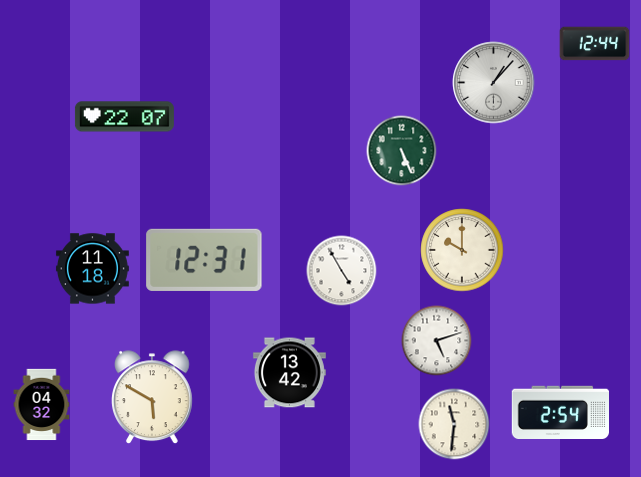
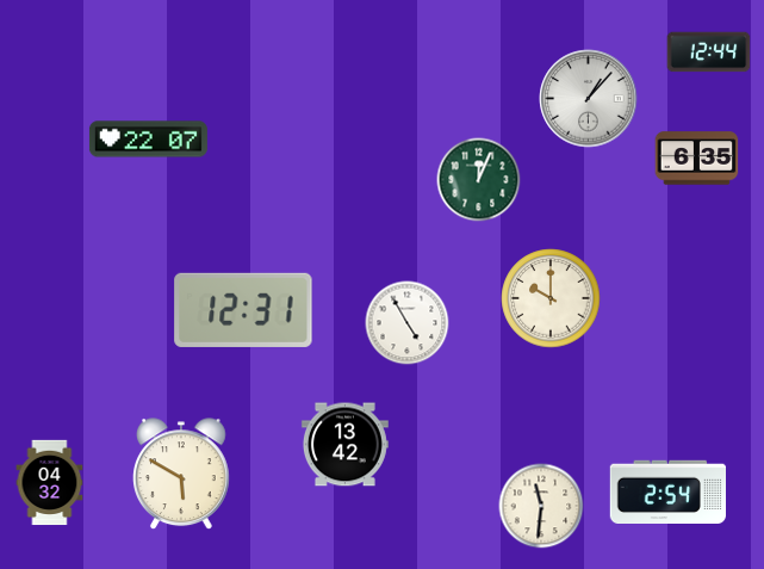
clock at (697, 159): none -> 6:35
clock at (402, 151): 5:26 -> 12:04
clock at (92, 269): 11:18 -> none
clock at (437, 341): 5:12 -> none
